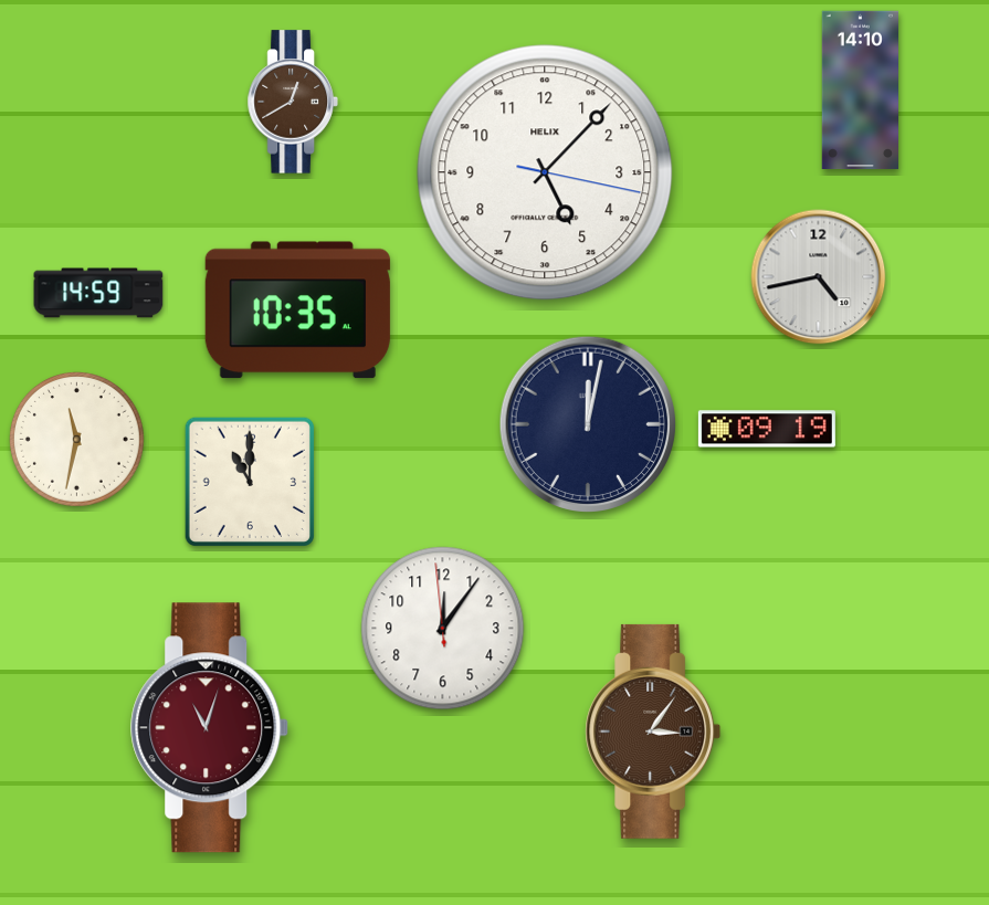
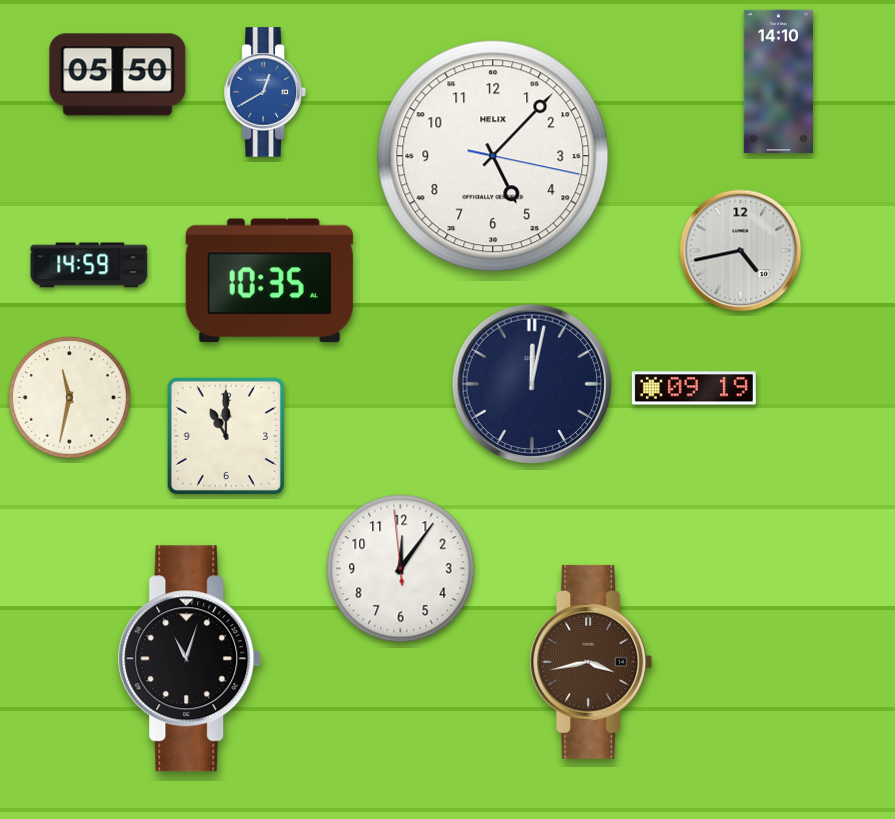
clock at (118, 75): none -> 05:50
clock at (293, 102) dial: brown -> blue
clock at (210, 728) dial: burgundy -> black
clock at (653, 732): 3:06 -> 3:43
